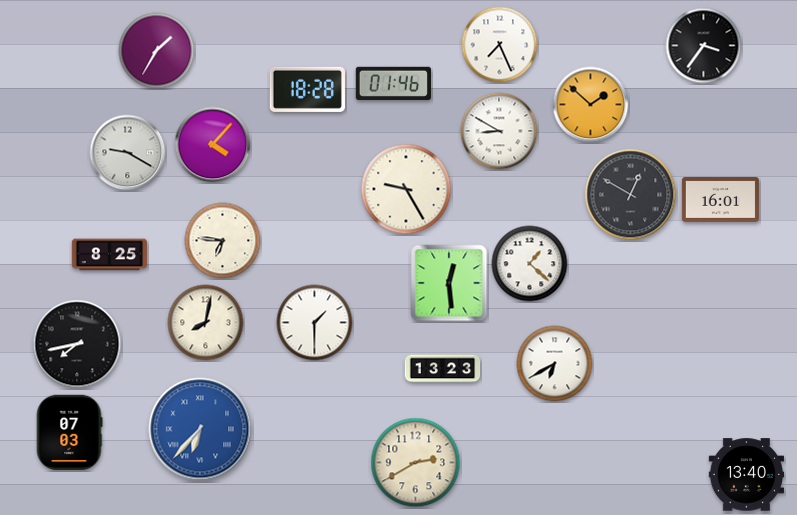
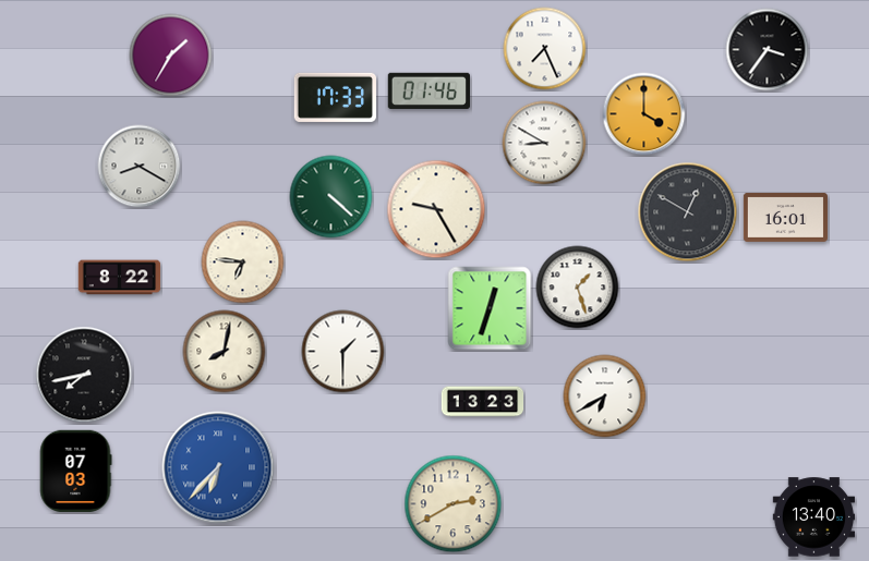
clock at (307, 89): 18:28 -> 17:33
clock at (591, 105): 1:52 -> 4:00
clock at (213, 145): 4:07 -> none
clock at (128, 153): 9:20 -> 8:20
clock at (331, 197): none -> 4:22
clock at (406, 189) position: (406, 189) -> (436, 209)
clock at (110, 255): 8:25 -> 8:22
clock at (530, 264): 1:22 -> 1:27
clock at (449, 283): 12:29 -> 12:33
